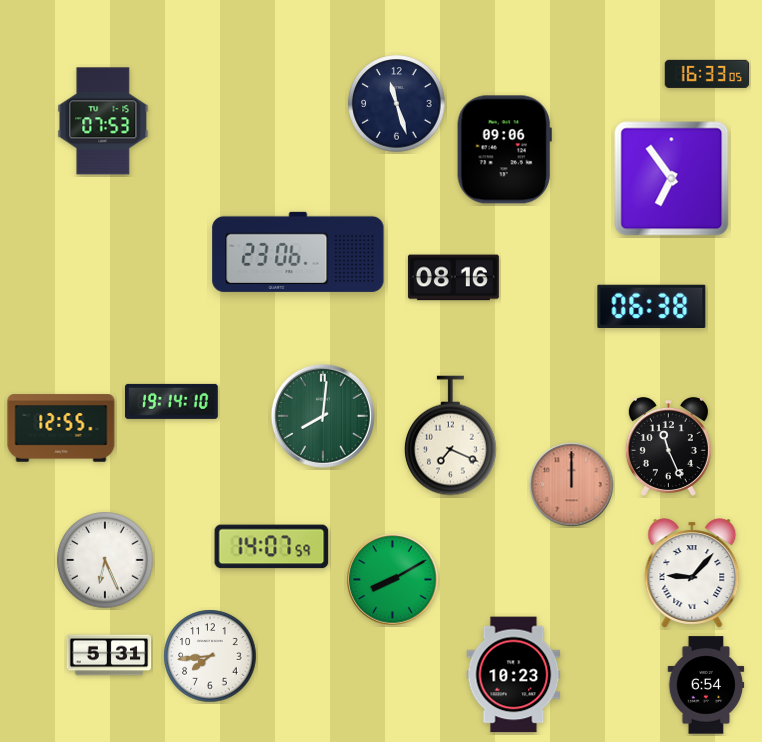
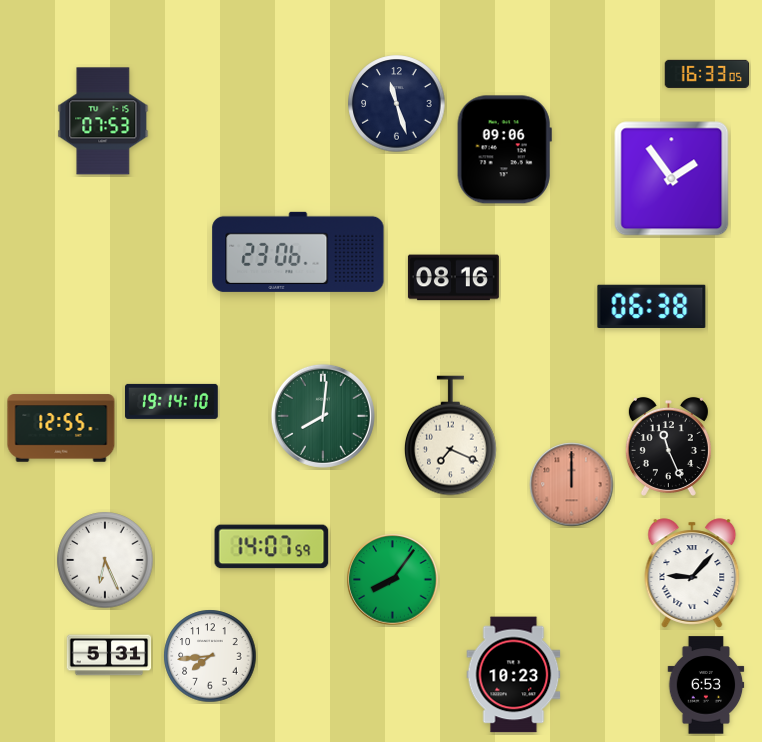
clock at (672, 179): 6:54 -> 1:54
clock at (393, 580): 8:10 -> 8:06
clock at (706, 685): 6:54 -> 6:53
